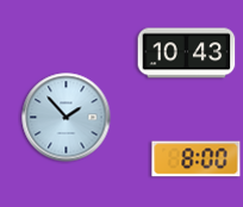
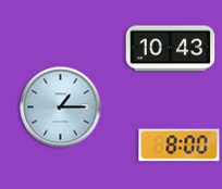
clock at (67, 118): 1:53 -> 1:15
